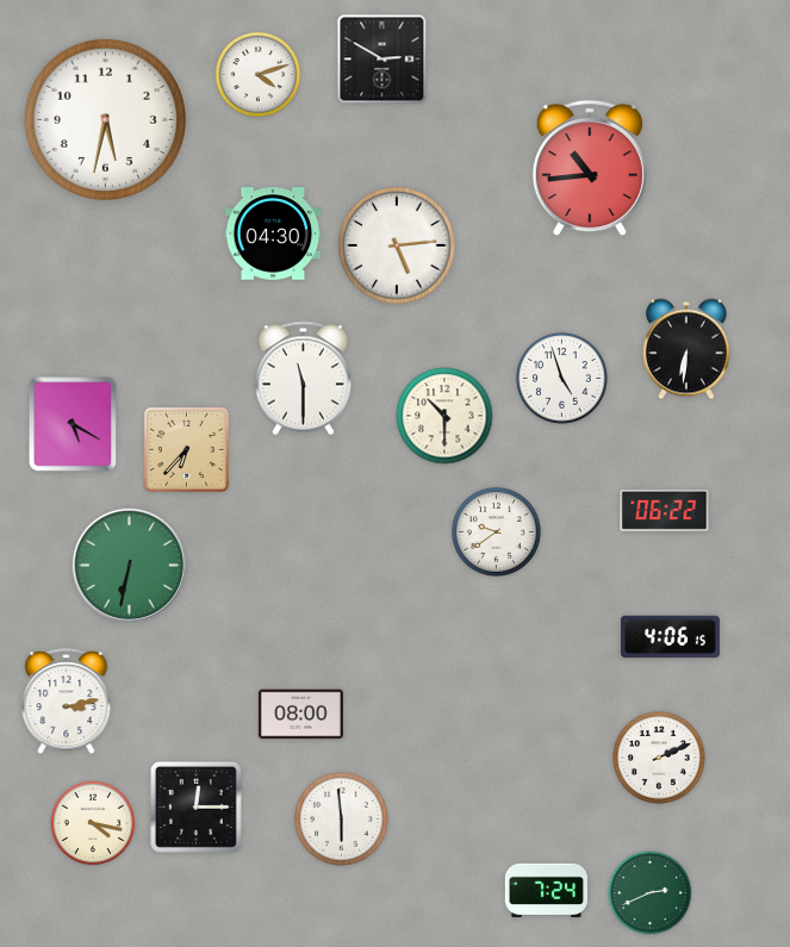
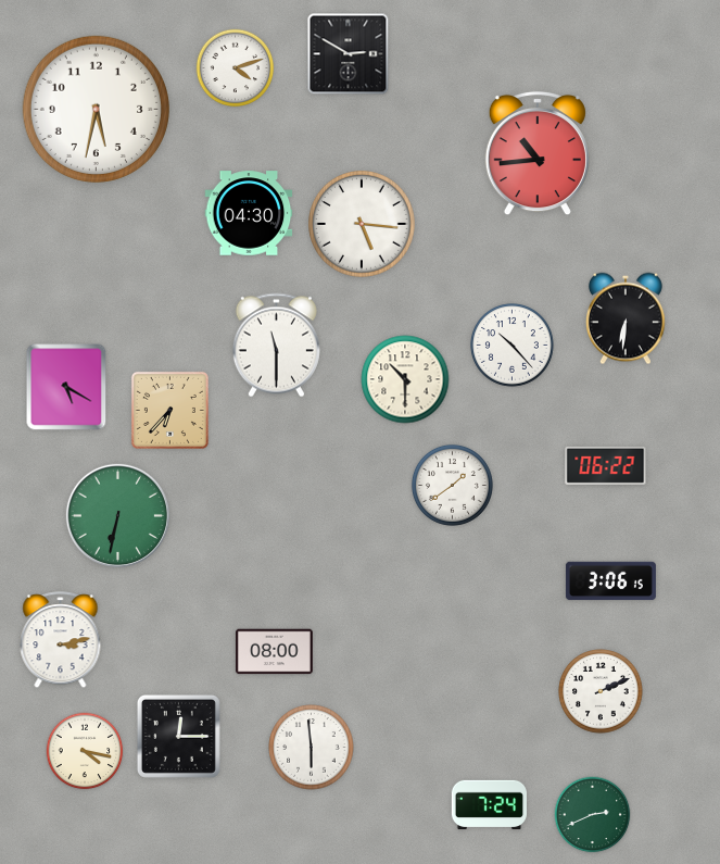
clock at (398, 247): 5:14 -> 5:16
clock at (562, 379): 4:57 -> 10:23
clock at (496, 531): 9:39 -> 1:39
clock at (670, 637): 4:06 -> 3:06
clock at (546, 891) position: (546, 891) -> (489, 805)
